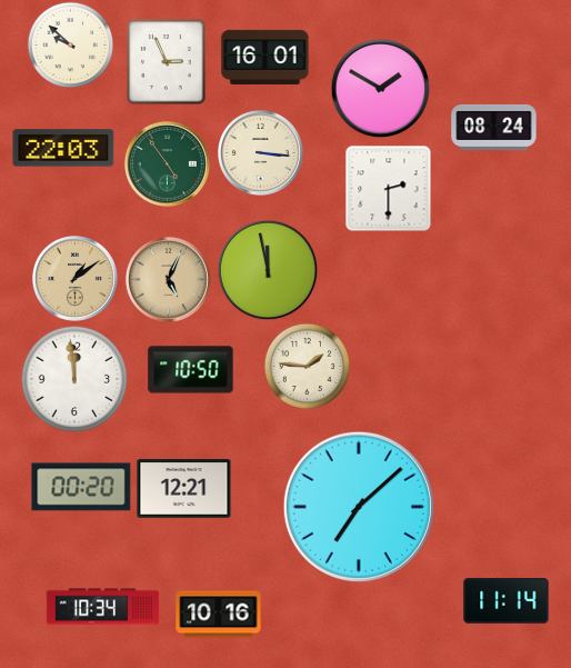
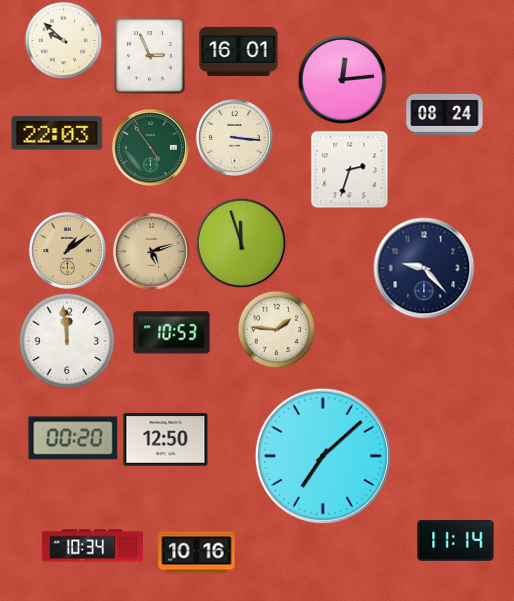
clock at (380, 88): 1:50 -> 12:14
clock at (388, 188): 2:30 -> 2:33
clock at (268, 270): 11:58 -> 11:57
clock at (168, 279): 5:04 -> 5:12
clock at (424, 268): none -> 9:23
clock at (191, 370): 10:50 -> 10:53
clock at (184, 489): 12:21 -> 12:50
